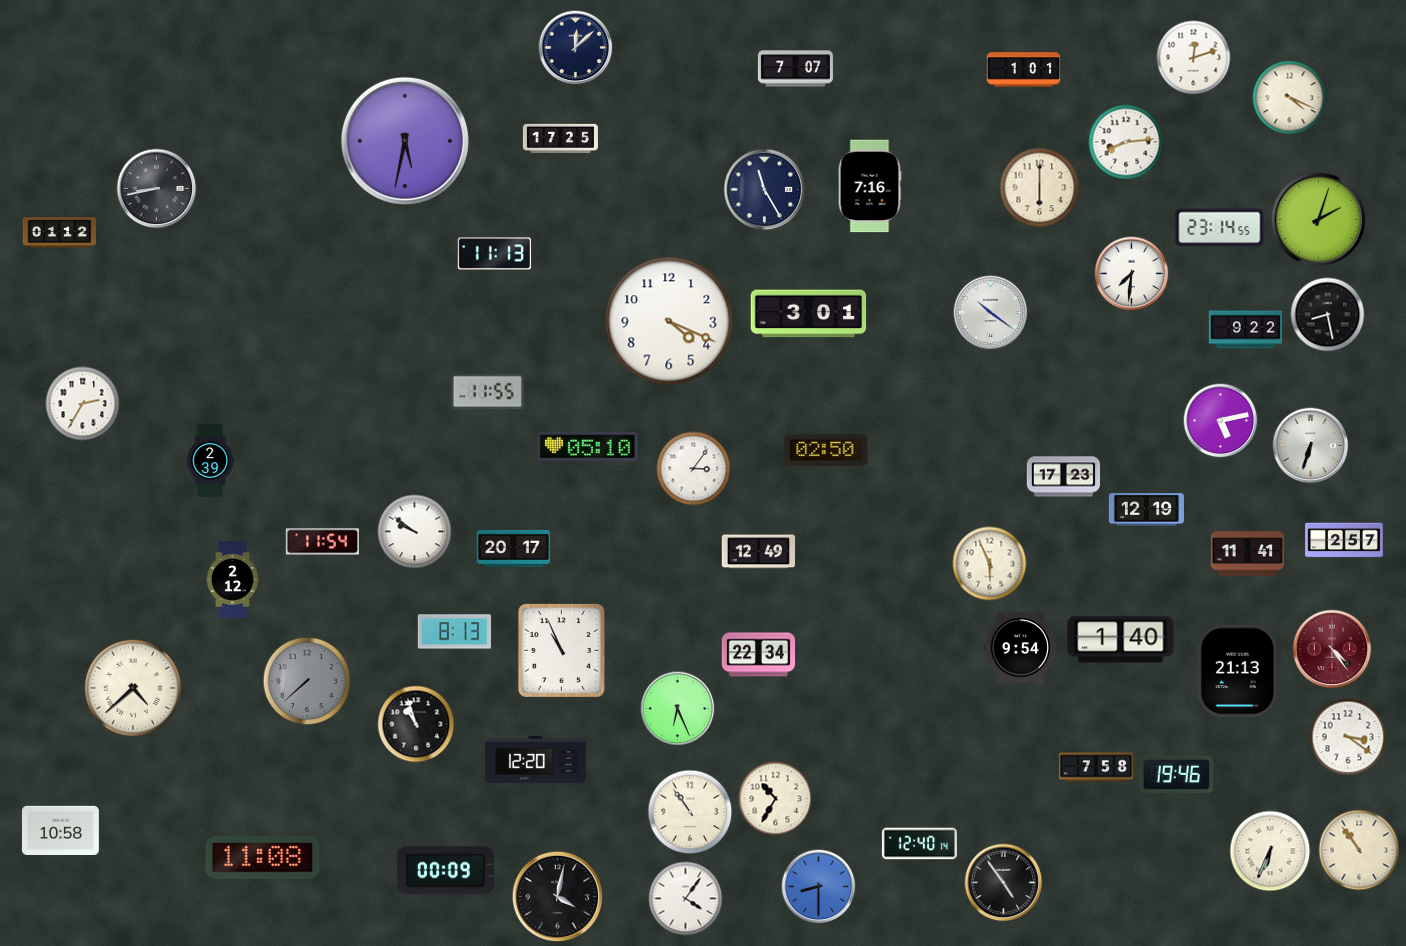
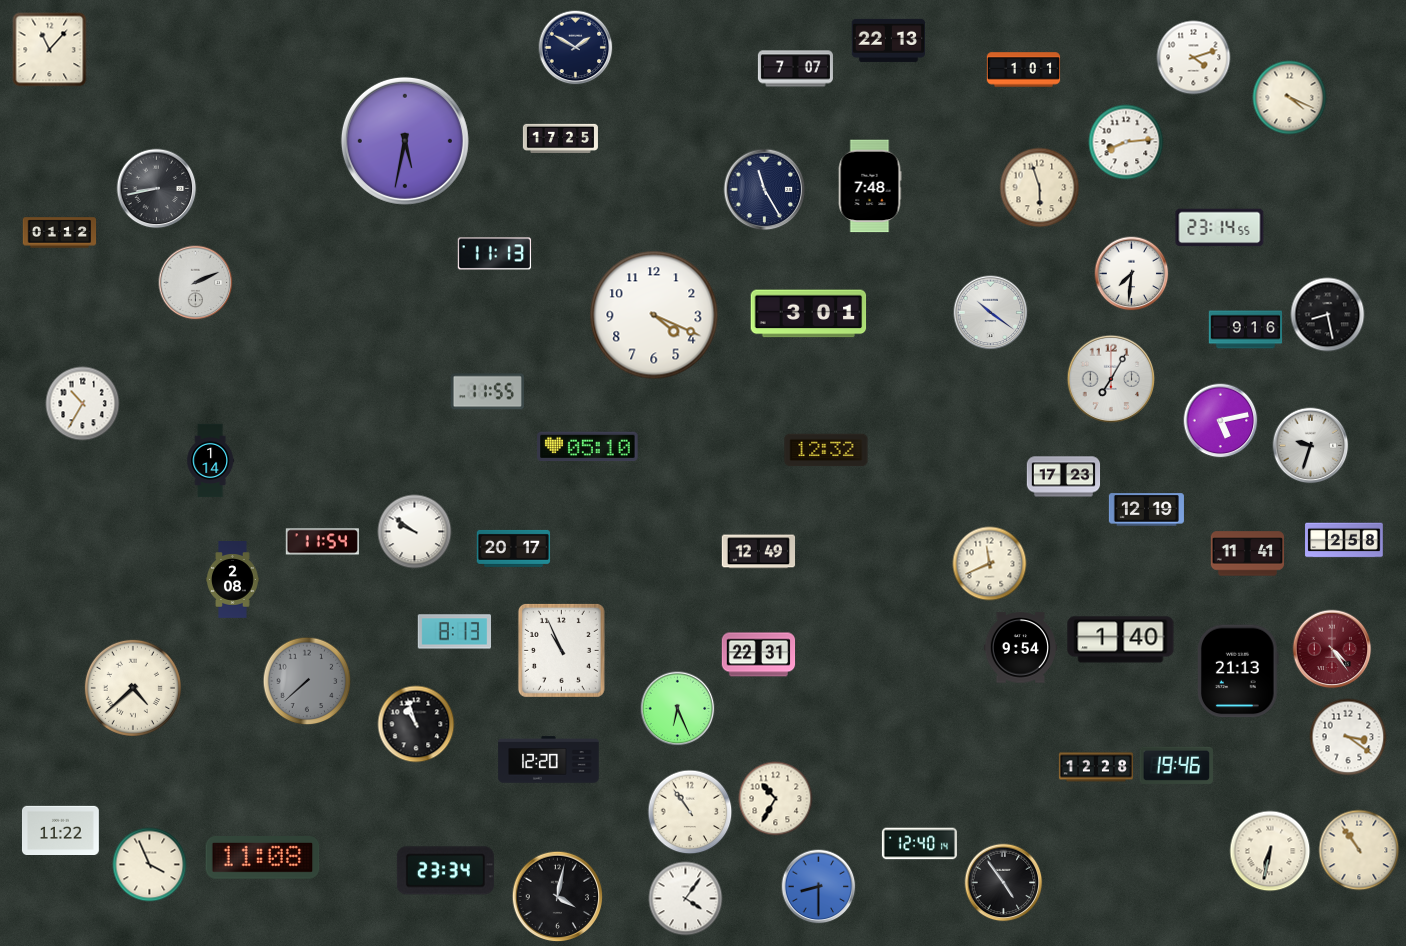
clock at (888, 40): none -> 22:13
clock at (576, 48): 12:08 -> 1:50
clock at (50, 50): none -> 11:07
clock at (1194, 58): 12:12 -> 4:12
clock at (870, 186): 7:16 -> 7:48
clock at (1040, 188): 6:00 -> 5:57
clock at (1319, 220): 2:03 -> none
clock at (196, 283): none -> 2:11
clock at (669, 321) position: (669, 321) -> (654, 315)
clock at (1246, 330): 9:22 -> 9:16
clock at (1111, 379): none -> 7:05
clock at (83, 404): 2:35 -> 10:35
clock at (1311, 446): 6:33 -> 9:33
clock at (826, 450): 02:50 -> 12:32
clock at (211, 461): 2:39 -> 1:14
clock at (694, 469): 3:06 -> none
clock at (1344, 540): 2:57 -> 2:58
clock at (990, 564): 5:56 -> 11:41
clock at (233, 580): 2:12 -> 2:08
clock at (759, 655): 22:34 -> 22:31
clock at (536, 760) position: (536, 760) -> (549, 760)
clock at (1095, 767): 7:58 -> 12:28
clock at (1176, 774) position: (1176, 774) -> (1176, 765)
clock at (60, 830): 10:58 -> 11:22
clock at (1270, 851): 6:34 -> 6:32
clock at (150, 865): none -> 3:56
clock at (445, 871): 00:09 -> 23:34
